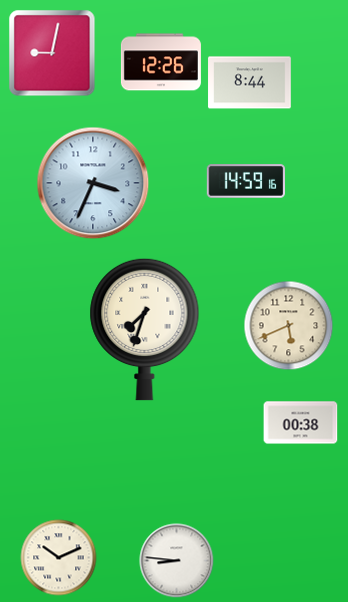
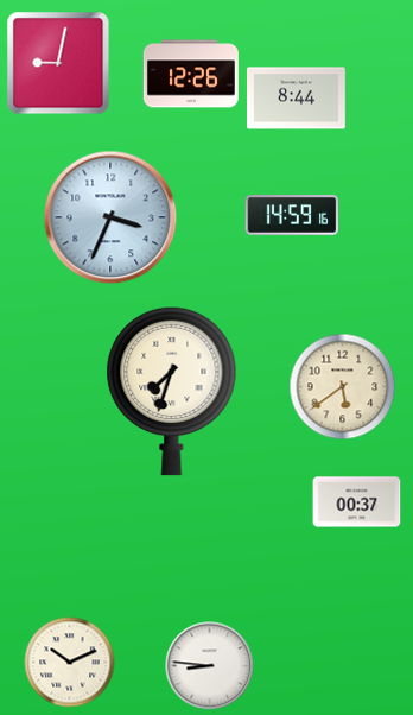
clock at (52, 53) position: (52, 53) -> (58, 63)
clock at (289, 326): 5:41 -> 5:39
clock at (301, 423): 00:38 -> 00:37
